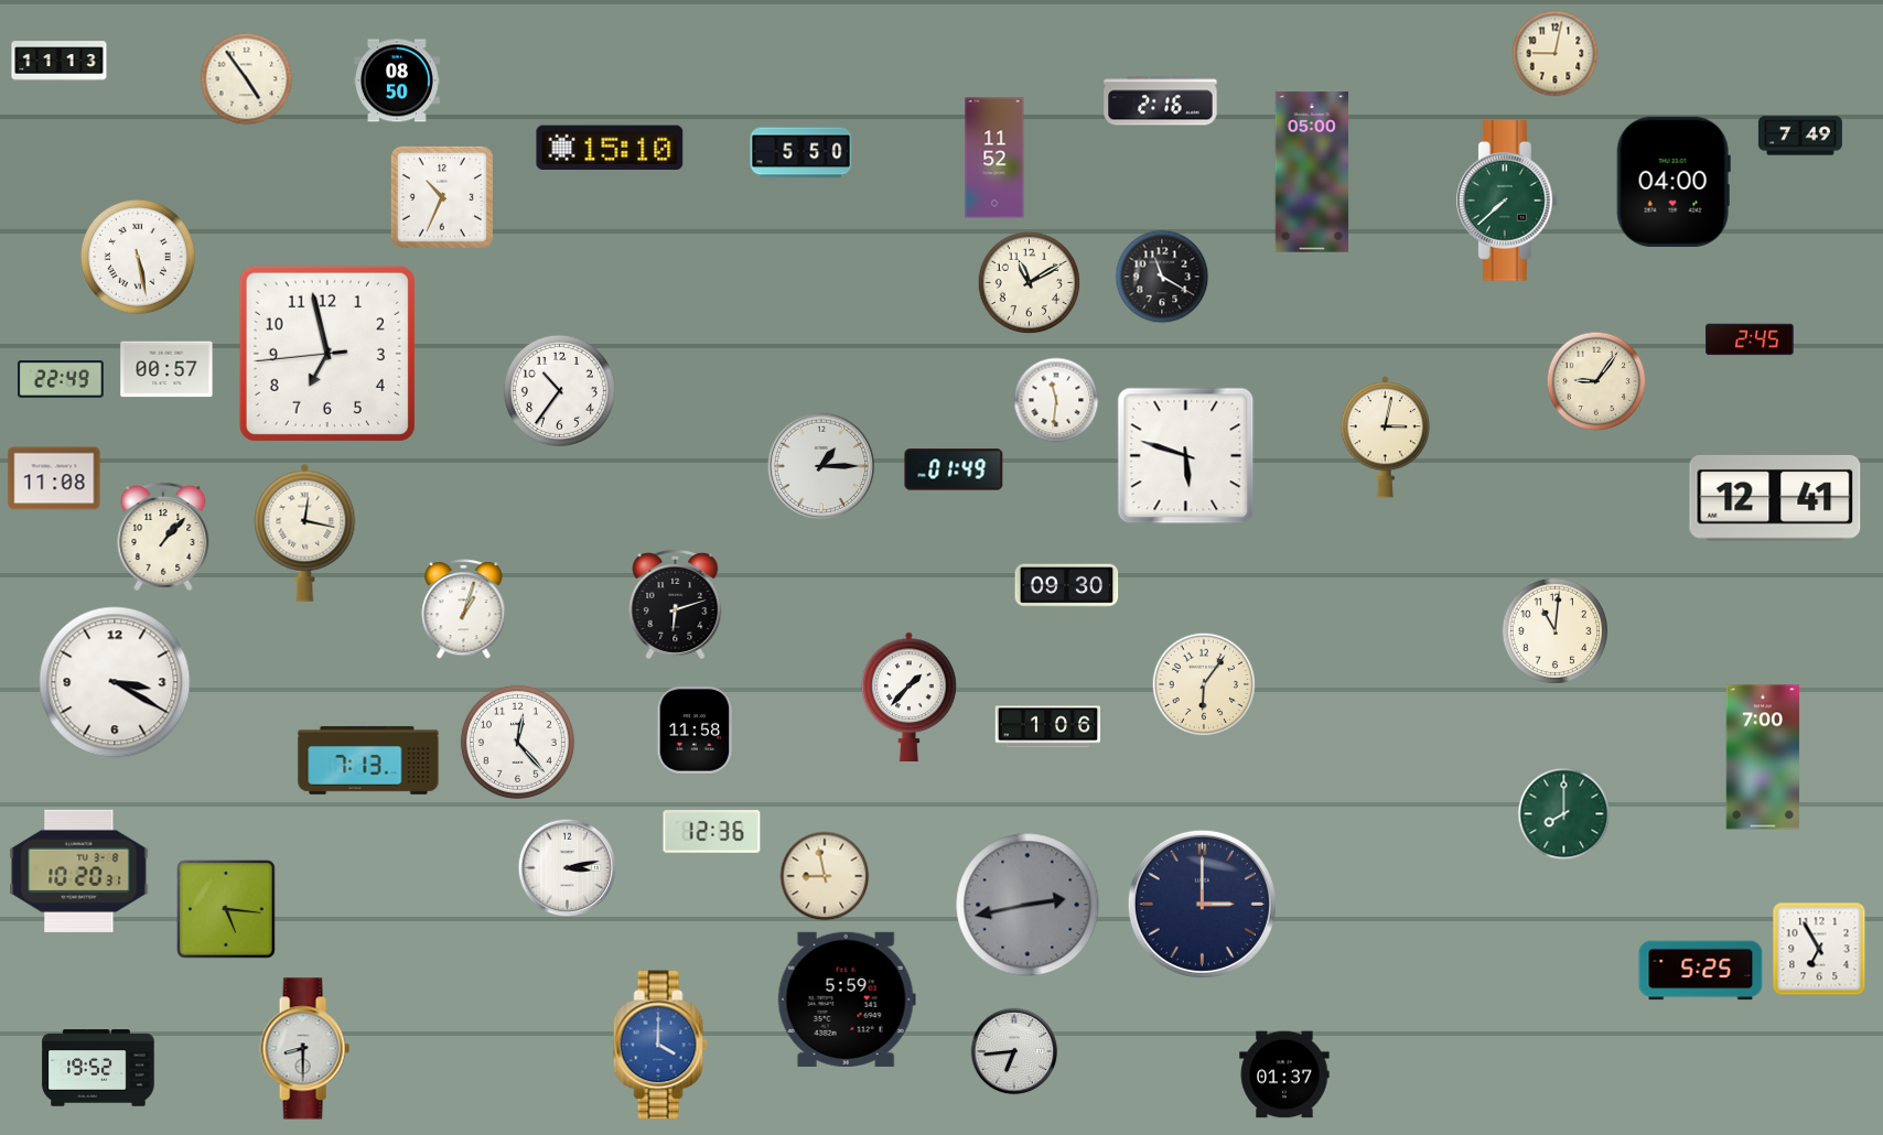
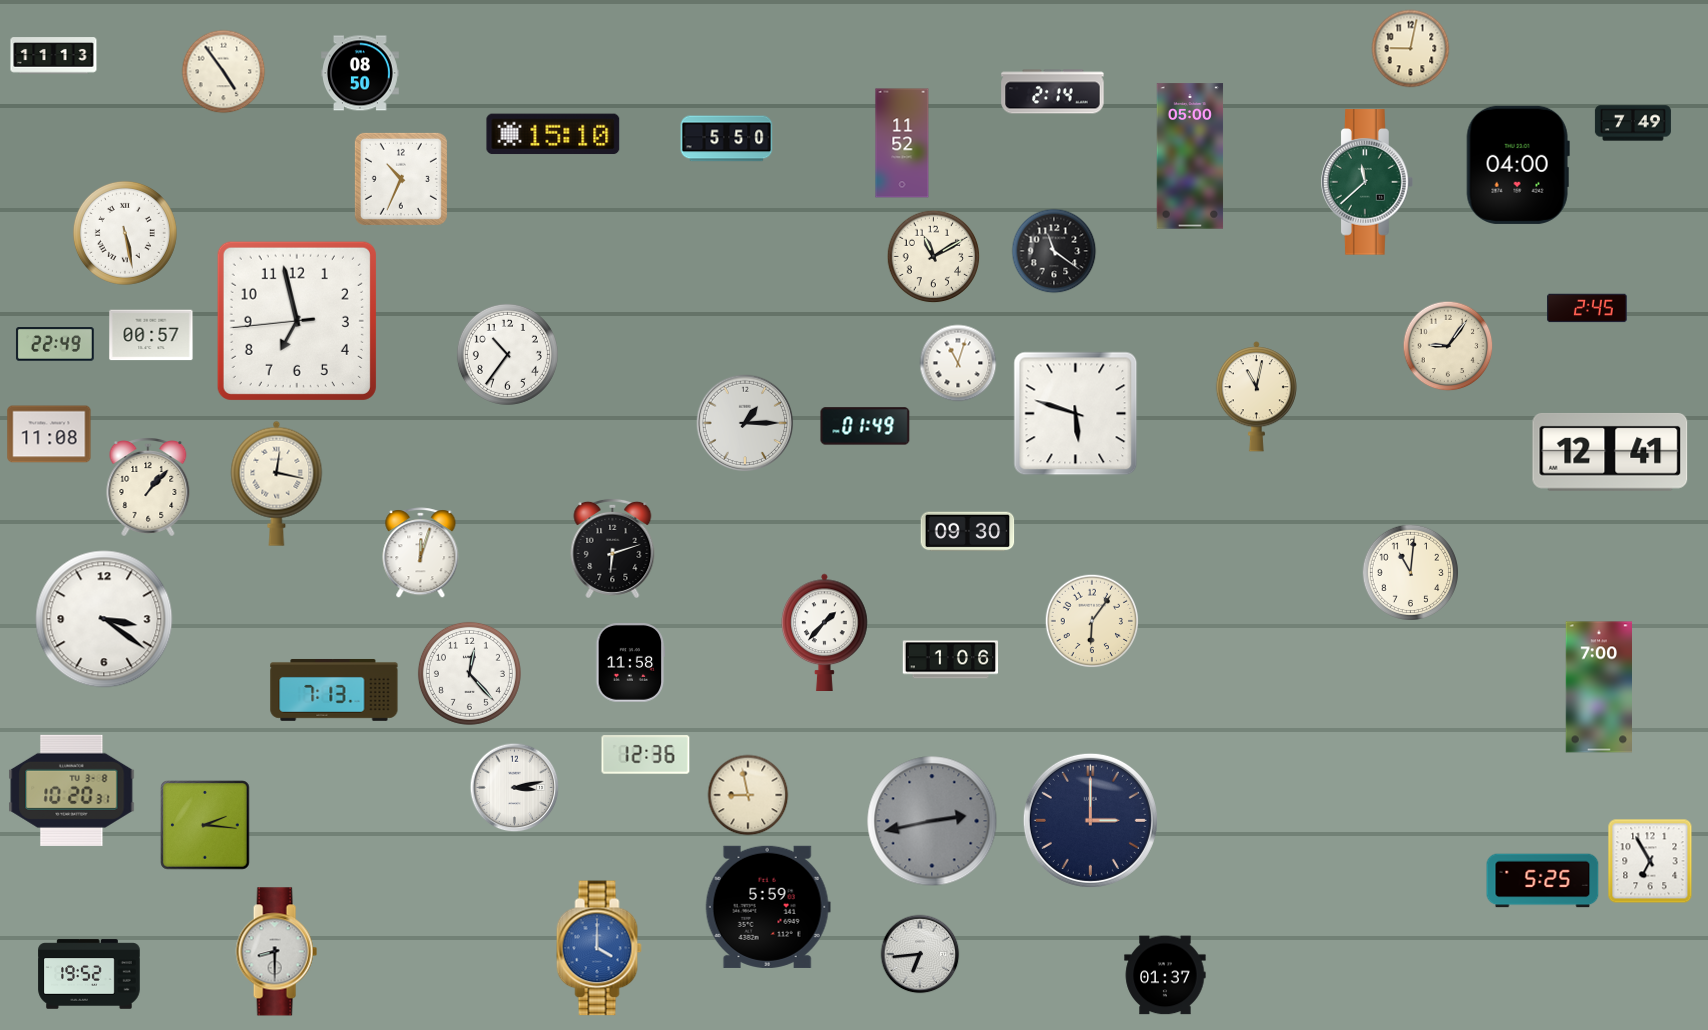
clock at (1161, 101): 2:16 -> 2:14
clock at (1508, 201): 7:38 -> 11:38
clock at (1162, 277): 11:20 -> 11:21
clock at (1056, 400): 11:31 -> 11:03
clock at (1385, 437): 3:02 -> 11:02
clock at (464, 609): 1:03 -> 12:03
clock at (115, 682): 3:20 -> 3:21
clock at (1564, 814): 8:00 -> none
clock at (226, 909): 5:16 -> 2:16
clock at (98, 1068) position: (98, 1068) -> (89, 974)
